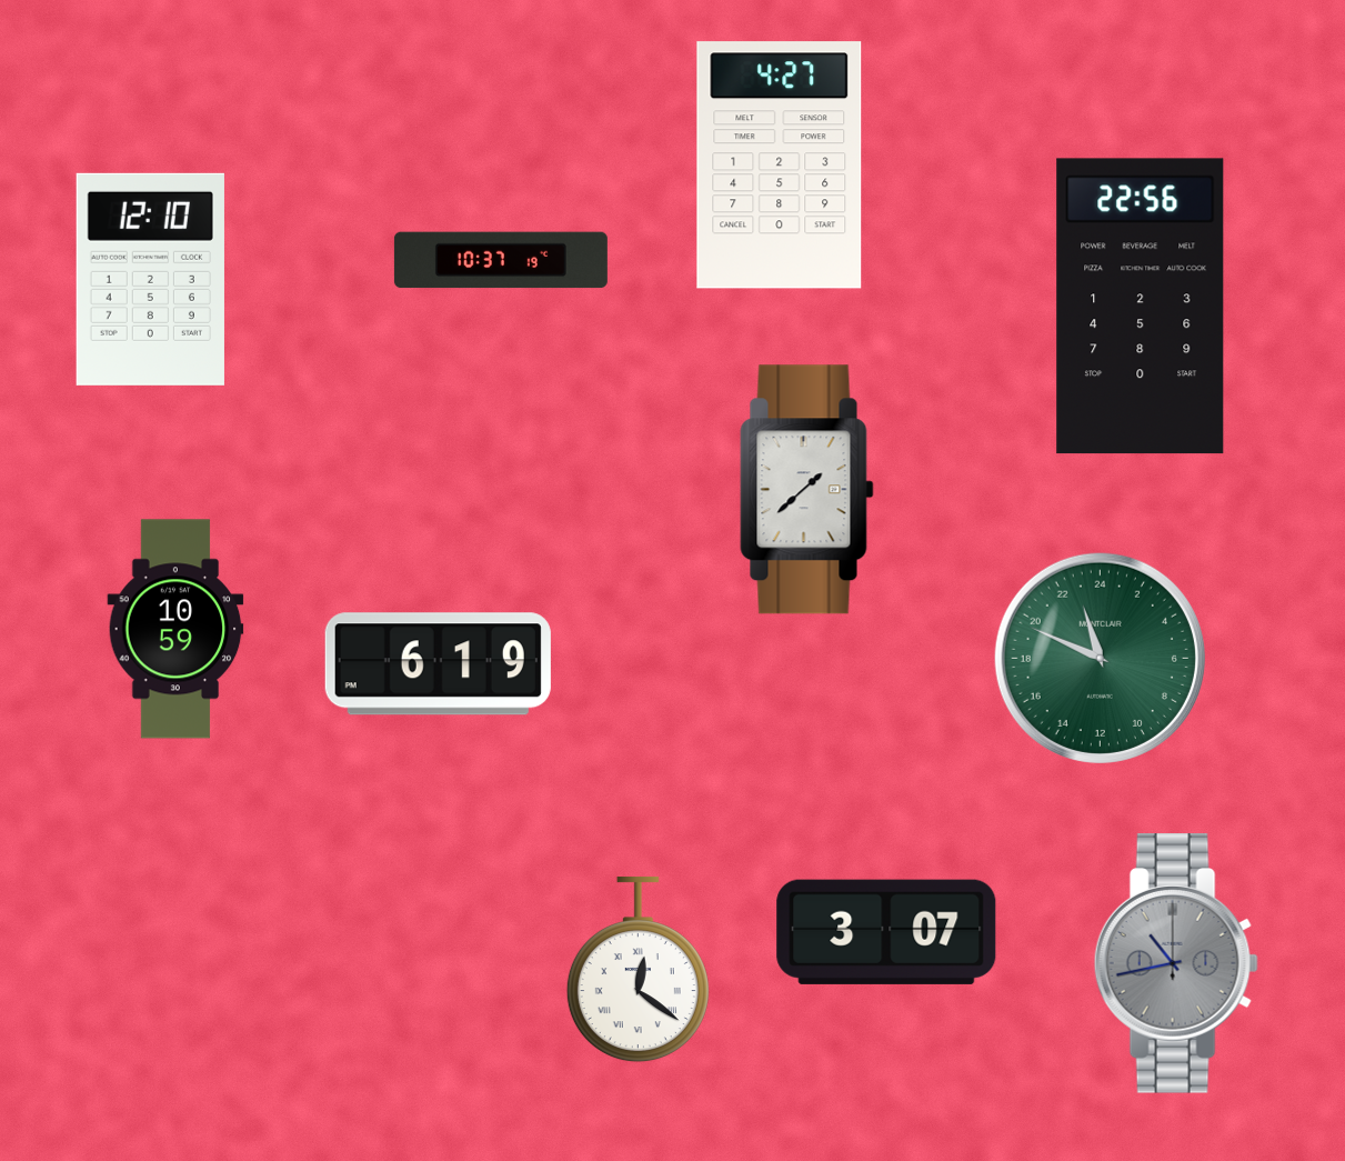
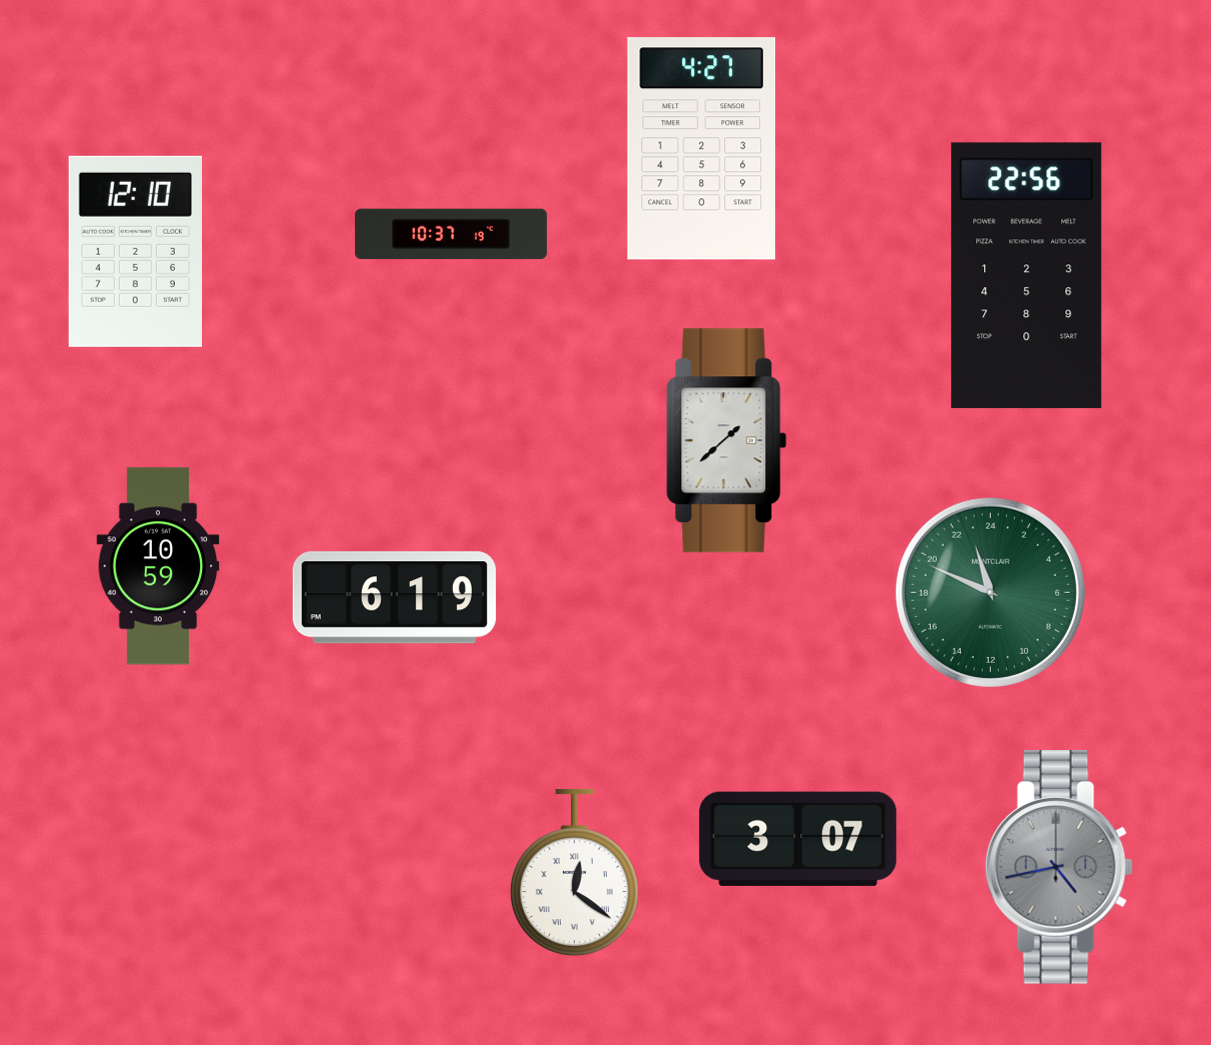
clock at (1176, 964): 10:43 -> 4:43
